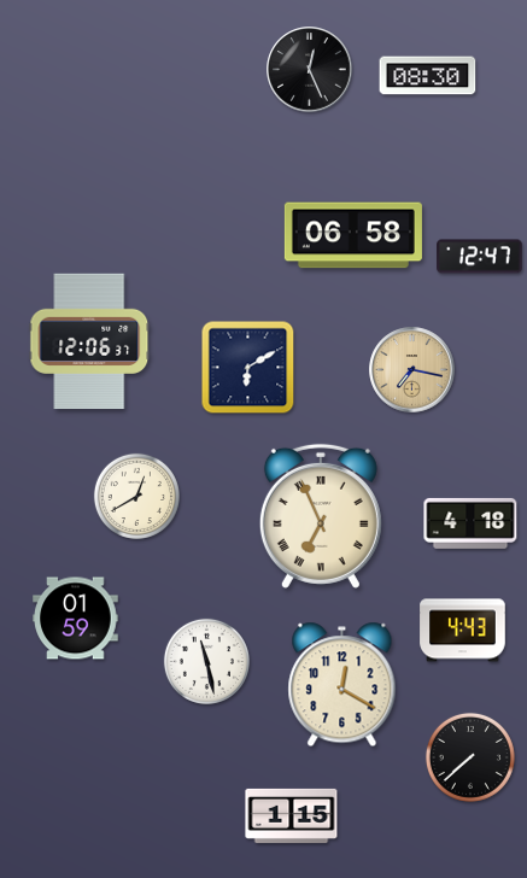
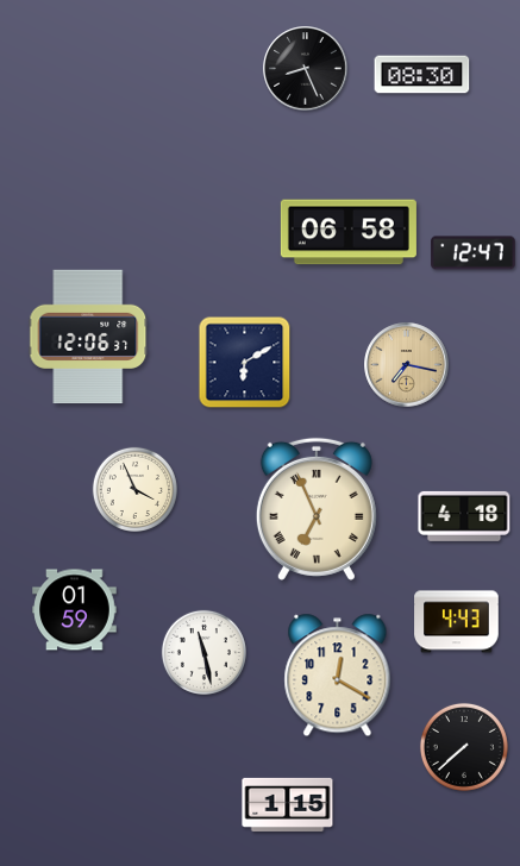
clock at (310, 70): 12:26 -> 8:26
clock at (136, 496): 12:40 -> 3:56
